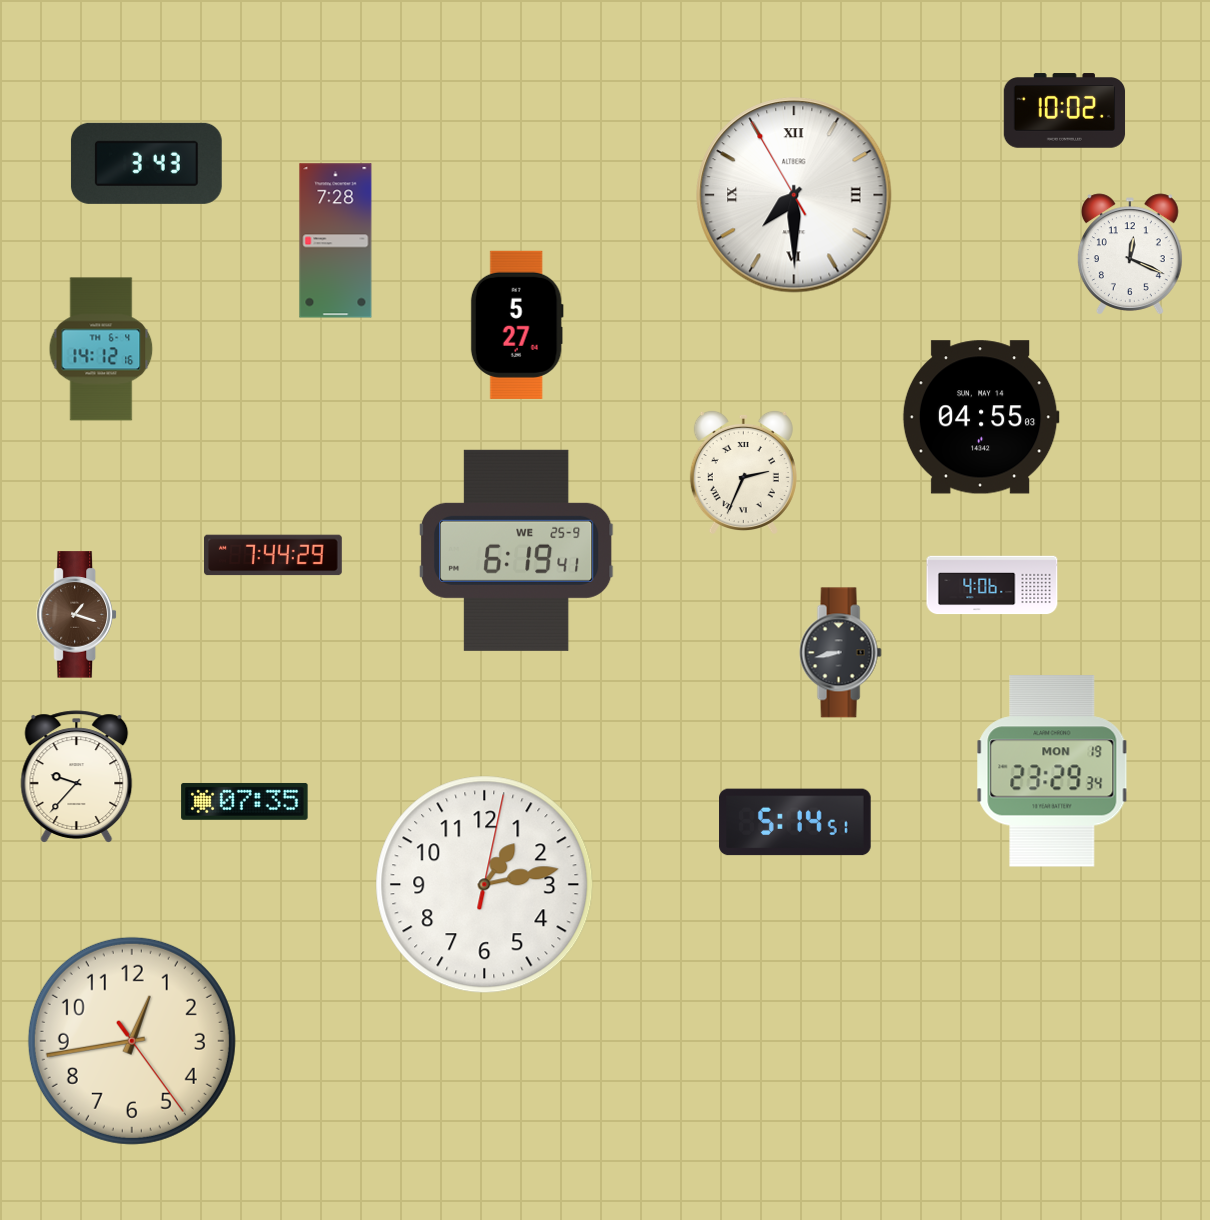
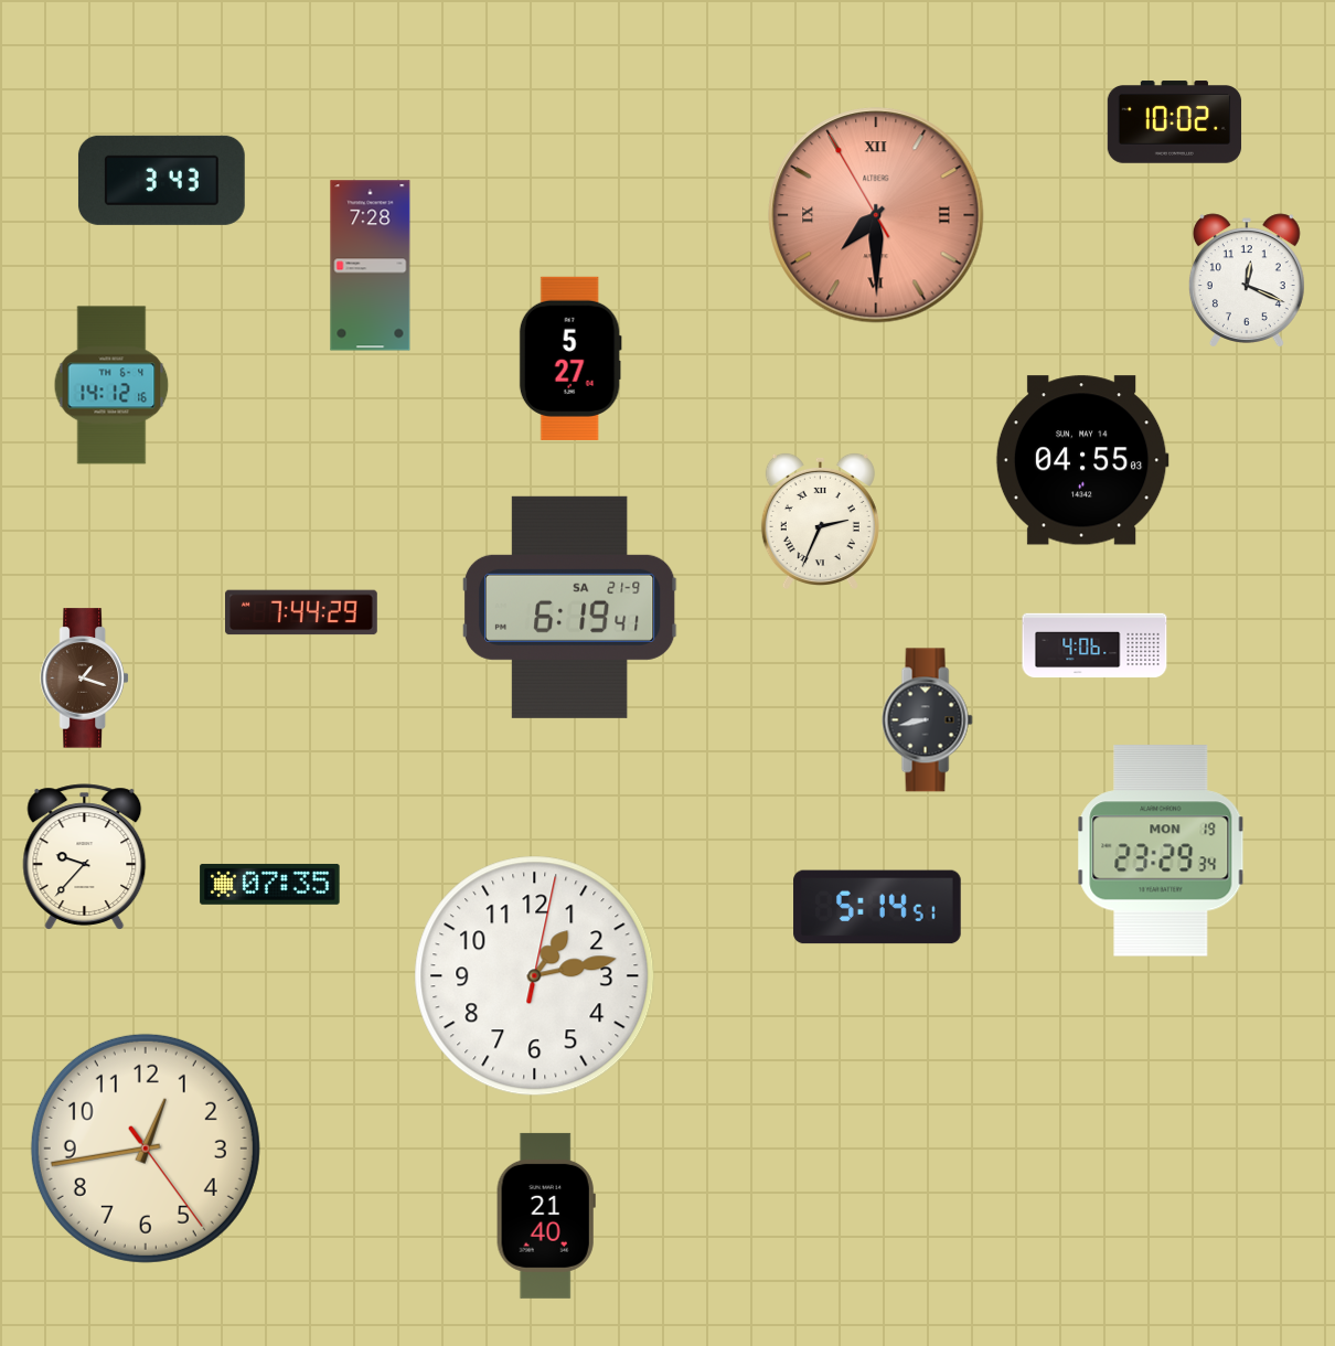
clock at (794, 195) dial: white -> salmon
clock at (516, 550) date: WE 25-9 -> SA 21-9
clock at (546, 1216): none -> 21:40
